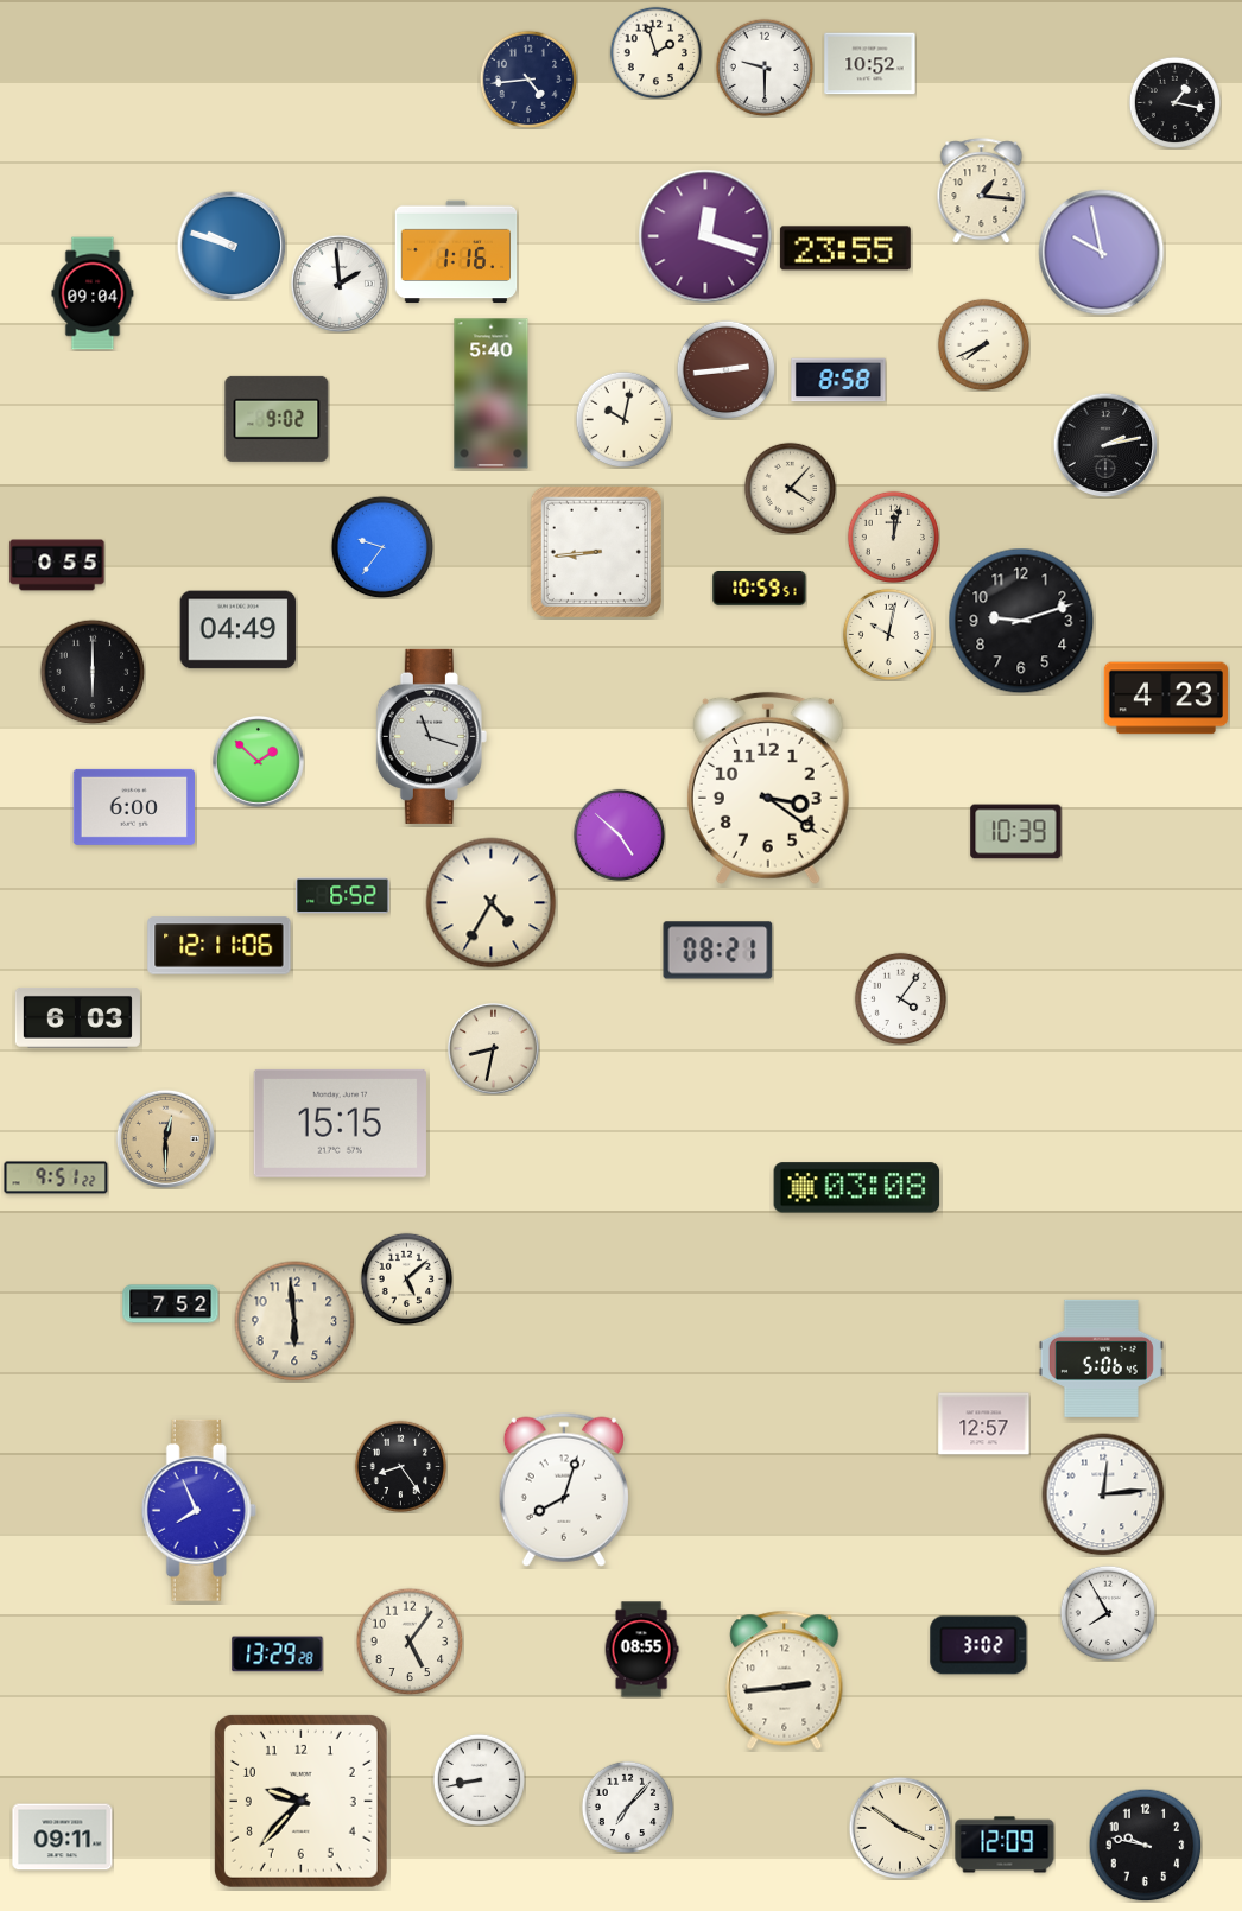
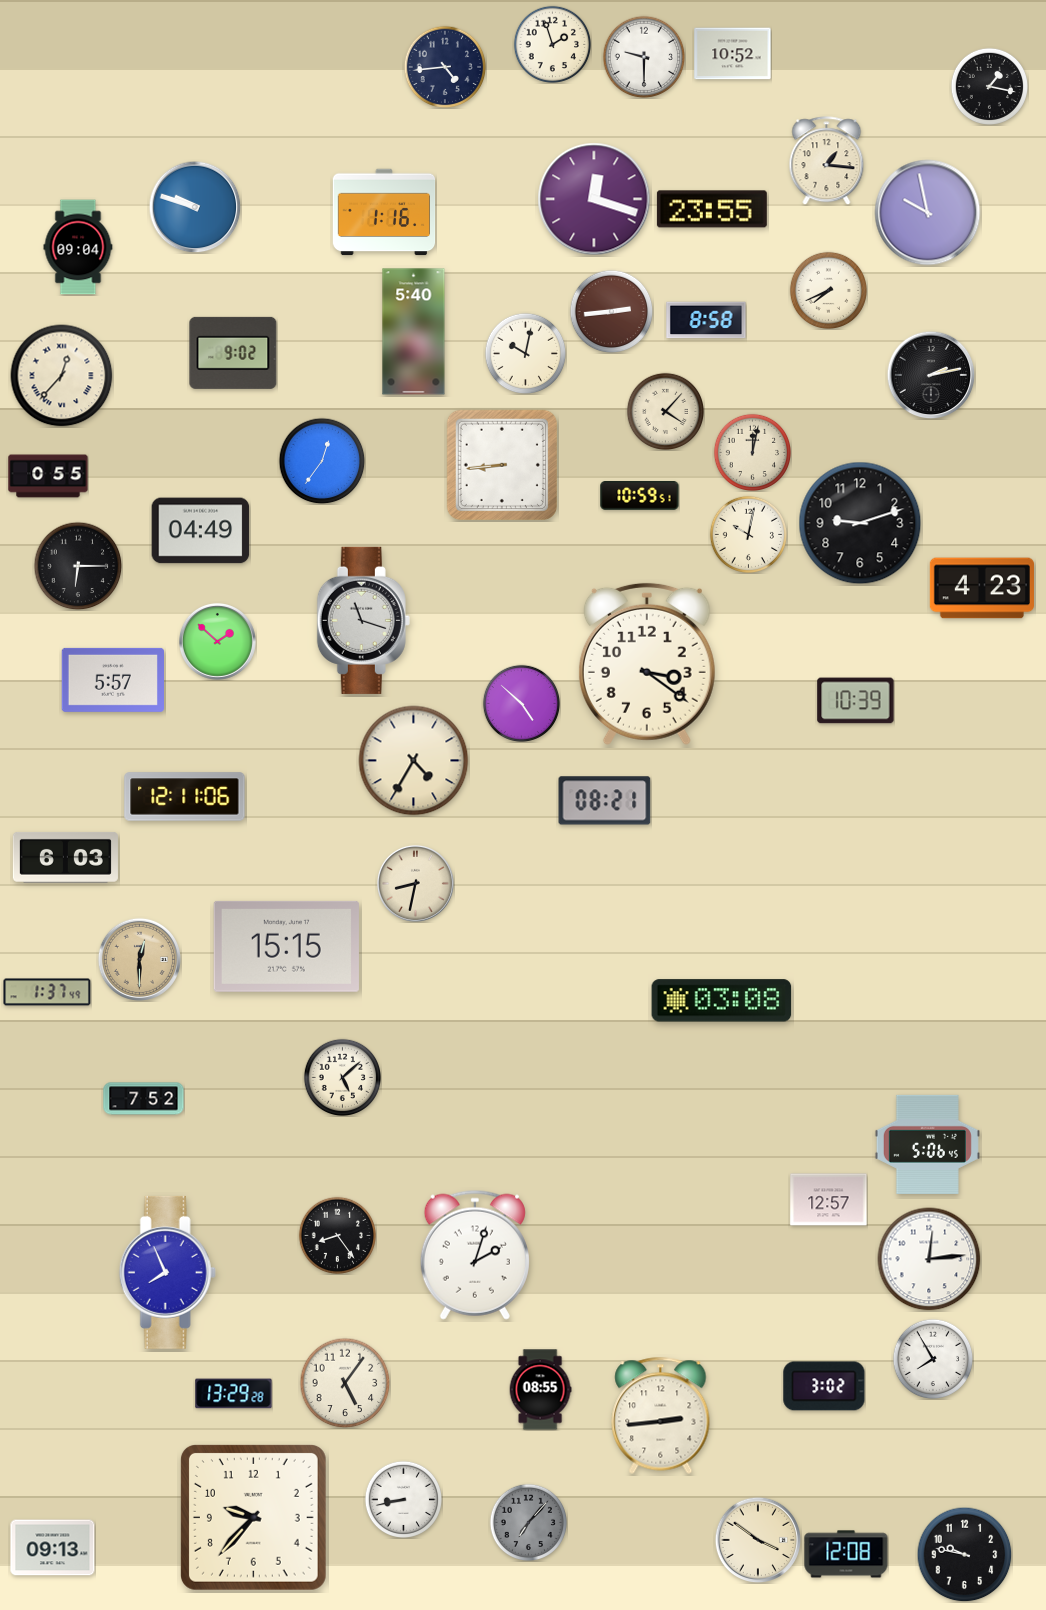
clock at (340, 284): 1:59 -> none
clock at (62, 376): none -> 12:37
clock at (382, 547): 9:36 -> 12:36
clock at (93, 672): 6:00 -> 6:15
clock at (133, 807): 6:00 -> 5:57
clock at (343, 896): 6:52 -> none
clock at (900, 998): 4:06 -> none
clock at (56, 1177): 9:51 -> 1:37
clock at (294, 1321): 5:59 -> none
clock at (564, 1490): 8:03 -> 2:03
clock at (627, 1807) dial: white -> grey
clock at (63, 1837): 09:11 -> 09:13
clock at (1005, 1845): 12:09 -> 12:08
